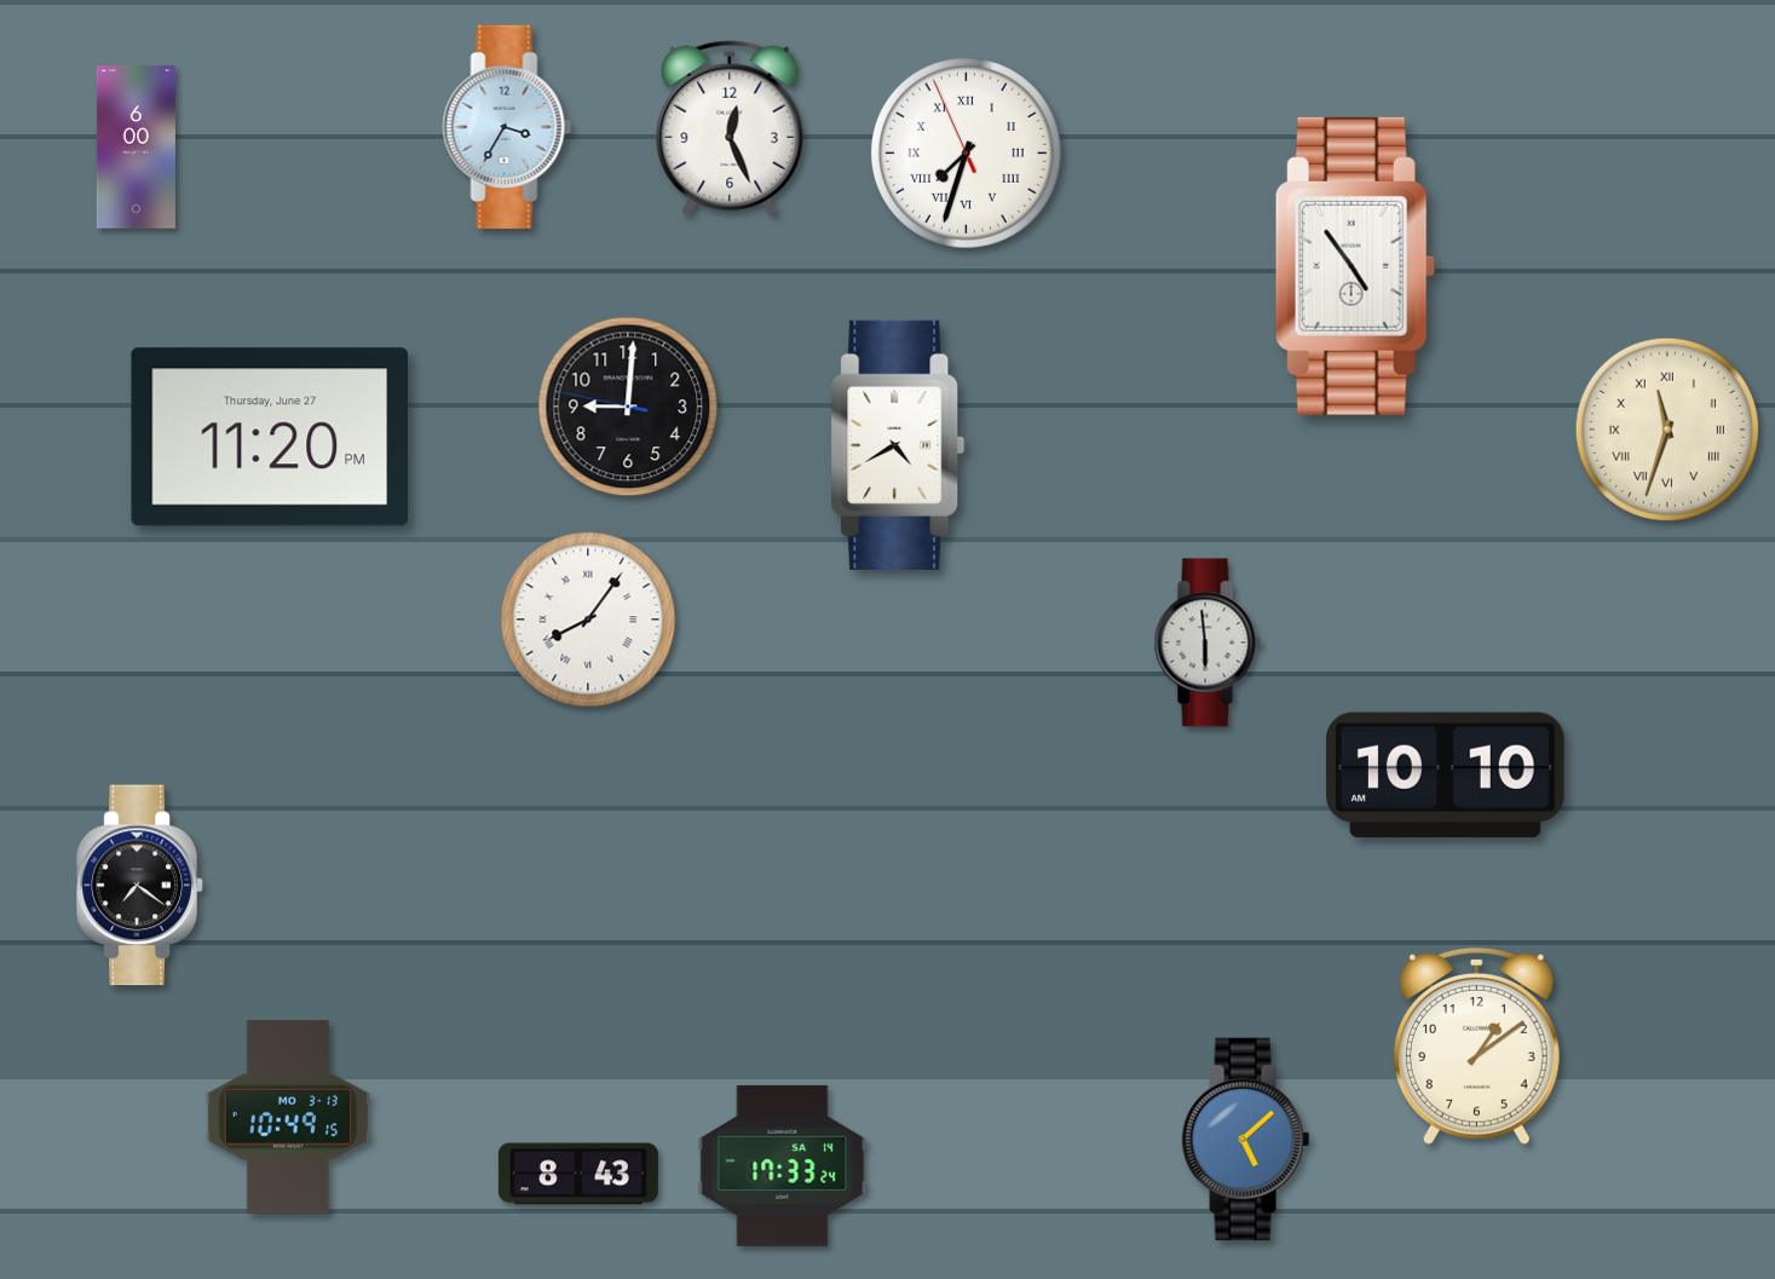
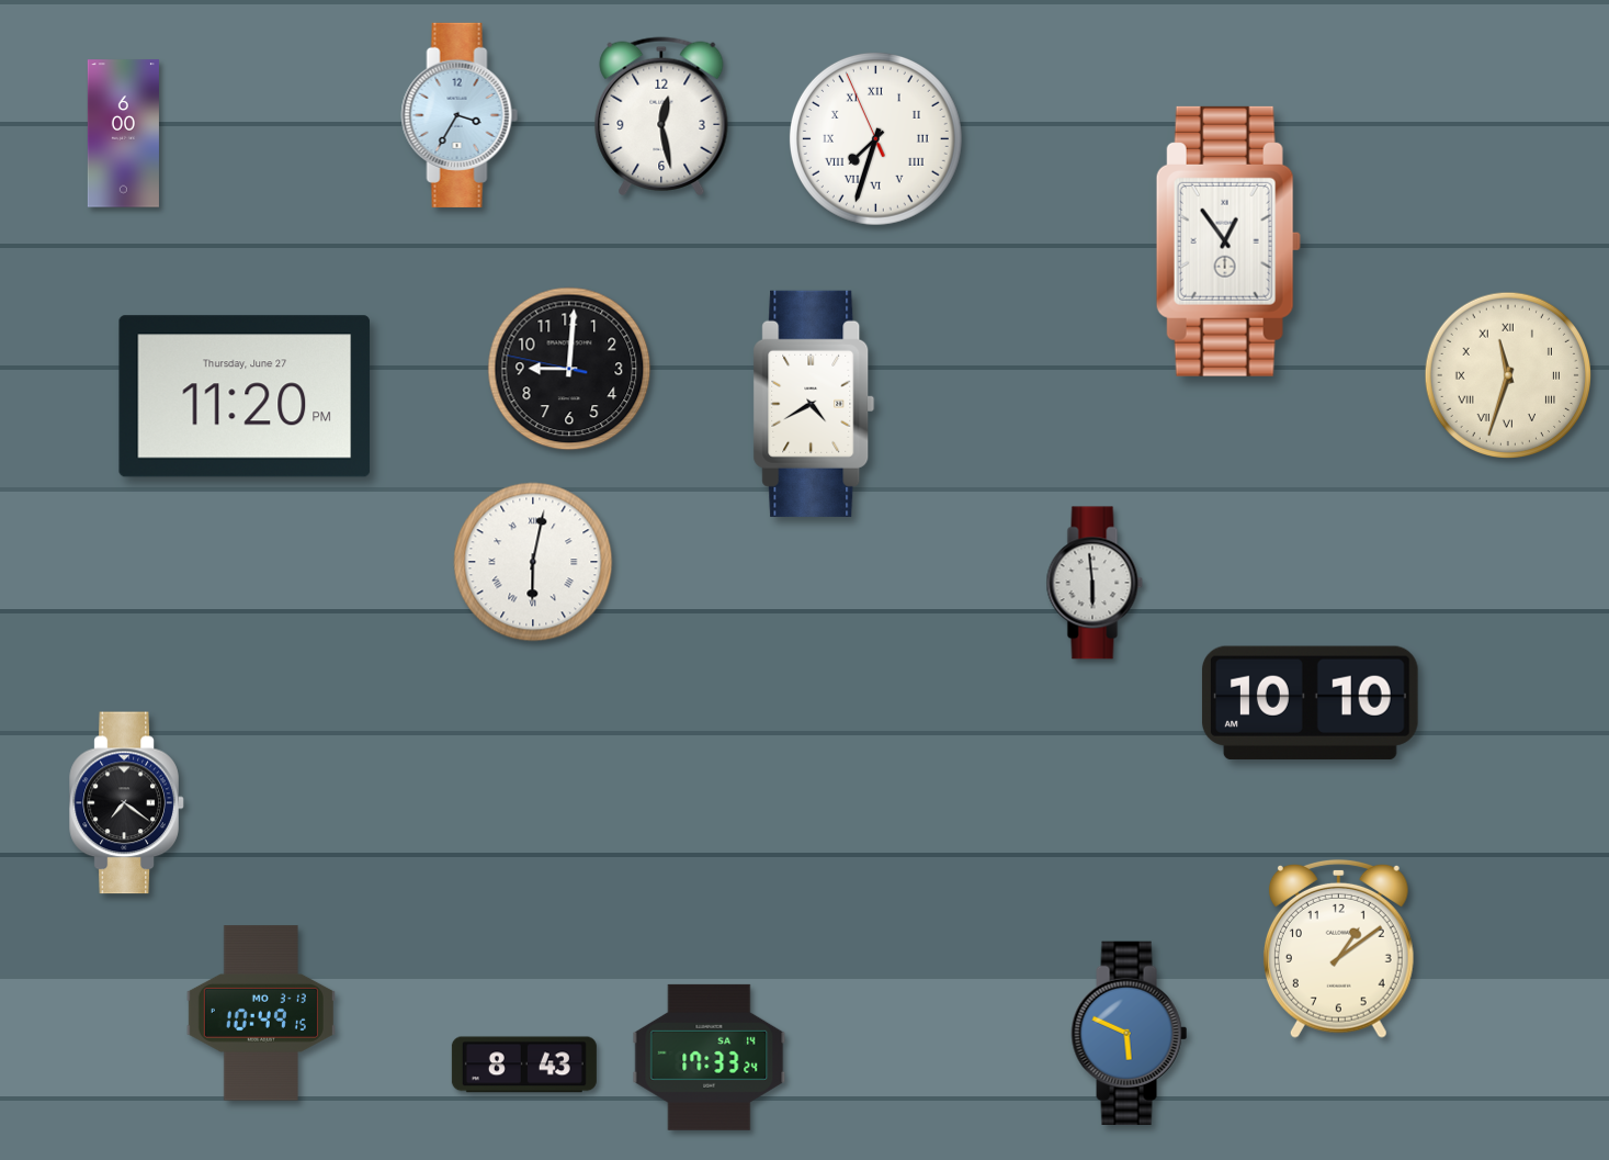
clock at (730, 128): 12:26 -> 12:28
clock at (1355, 266): 4:54 -> 12:54
clock at (1666, 428) position: (1666, 428) -> (1507, 374)
clock at (588, 620): 8:06 -> 6:02
clock at (1246, 1139): 5:08 -> 5:49
